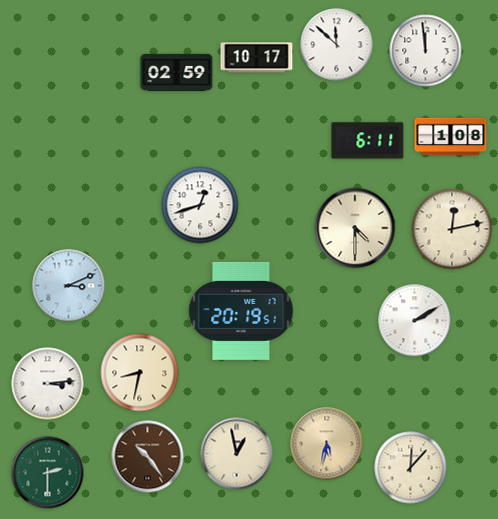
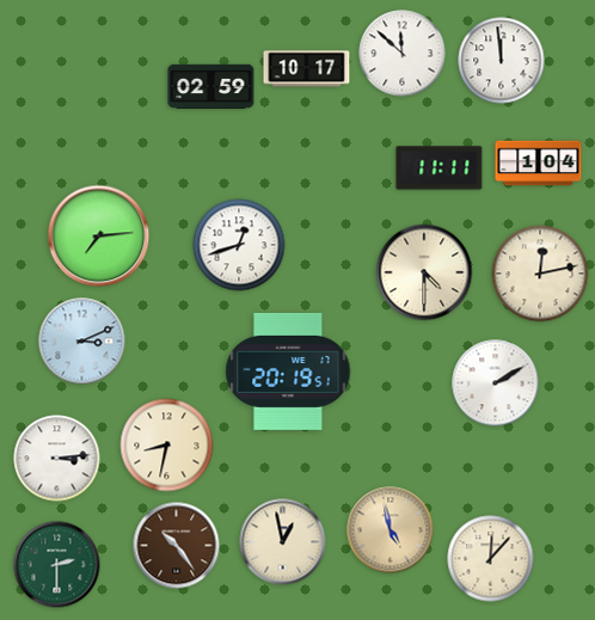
clock at (426, 51) position: (426, 51) -> (502, 61)
clock at (451, 137): 1:08 -> 1:04
clock at (368, 141): 6:11 -> 11:11
clock at (99, 237): none -> 7:14
clock at (327, 444): 5:32 -> 4:58
